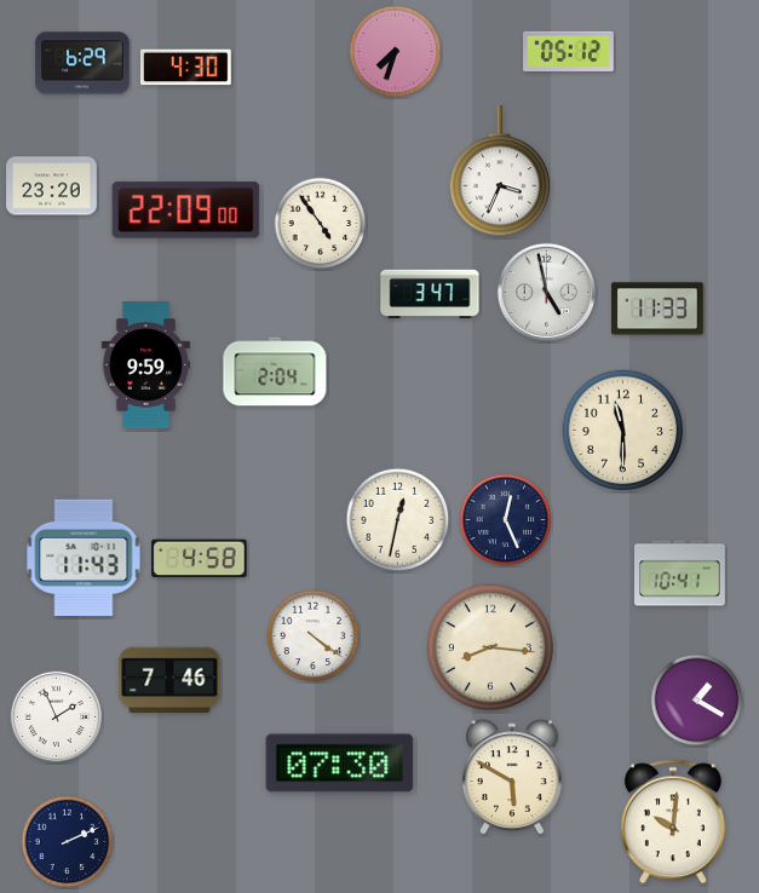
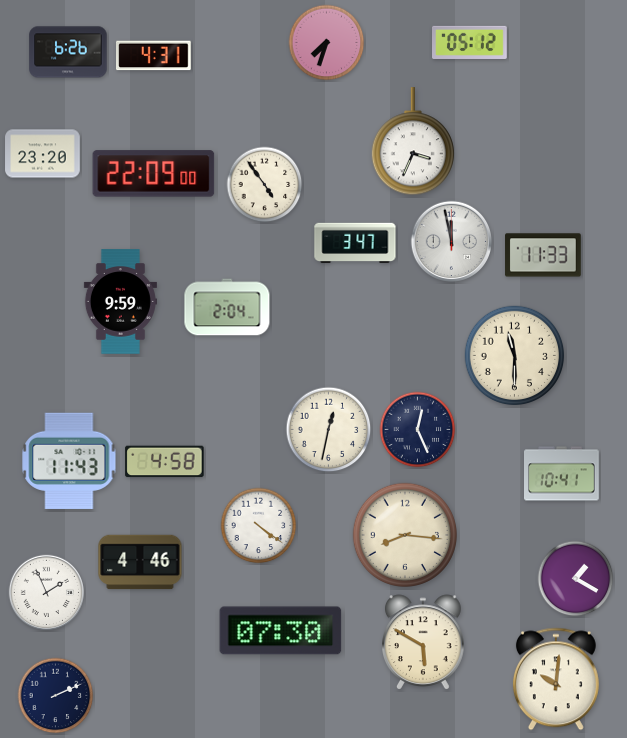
clock at (82, 63): 6:29 -> 6:26
clock at (186, 68): 4:30 -> 4:31
clock at (547, 293): 4:58 -> 11:58
clock at (169, 680): 7:46 -> 4:46
